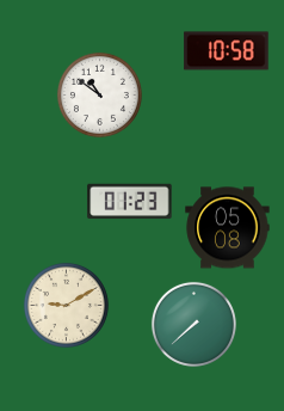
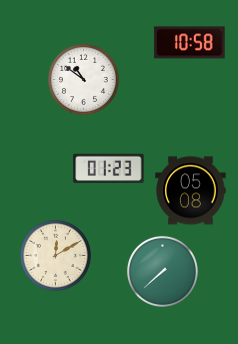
clock at (66, 305): 9:10 -> 12:10
